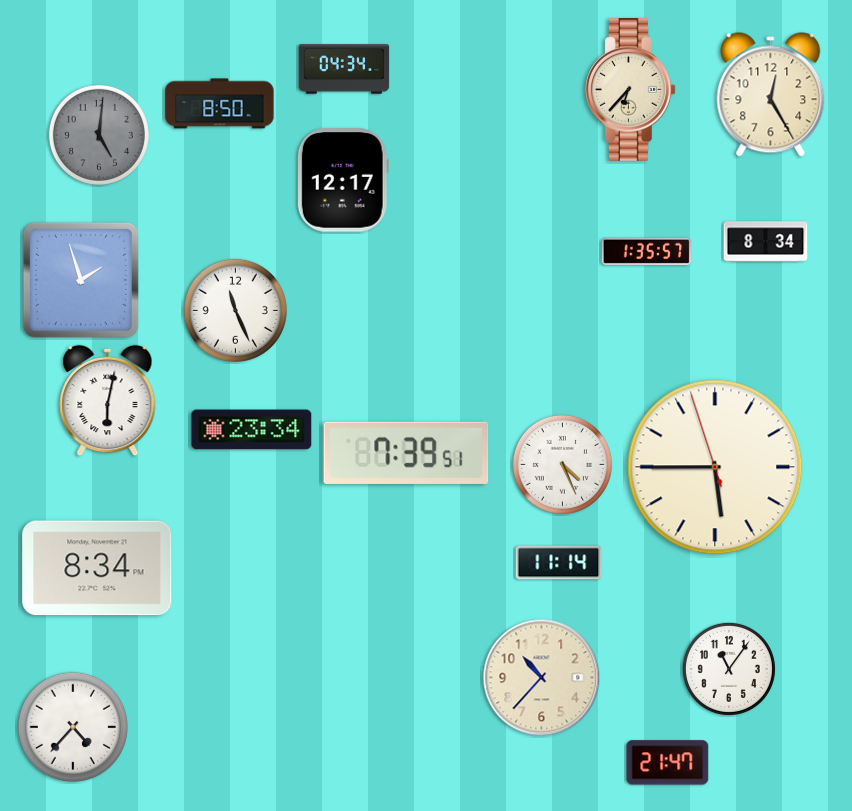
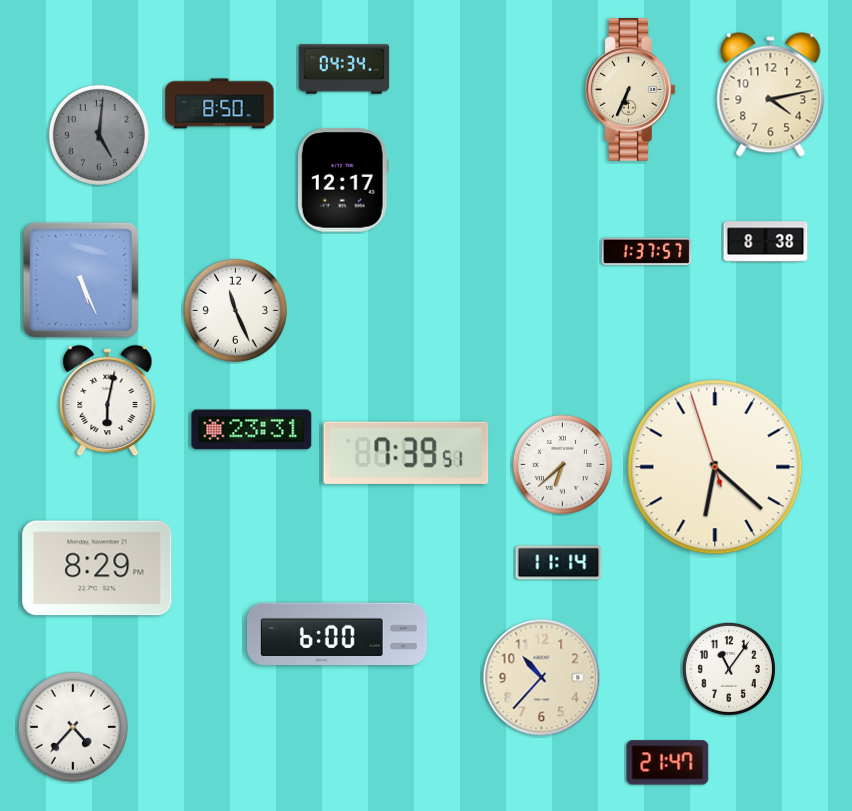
clock at (631, 90): 6:37 -> 6:34
clock at (771, 95): 12:25 -> 4:13
clock at (766, 242): 8:34 -> 8:38
clock at (647, 252): 1:35 -> 1:37
clock at (81, 280): 1:57 -> 5:26
clock at (252, 430): 23:34 -> 23:31
clock at (562, 464): 4:26 -> 6:38
clock at (715, 467): 5:44 -> 6:21
clock at (97, 568): 8:34 -> 8:29
clock at (338, 633): none -> 6:00
